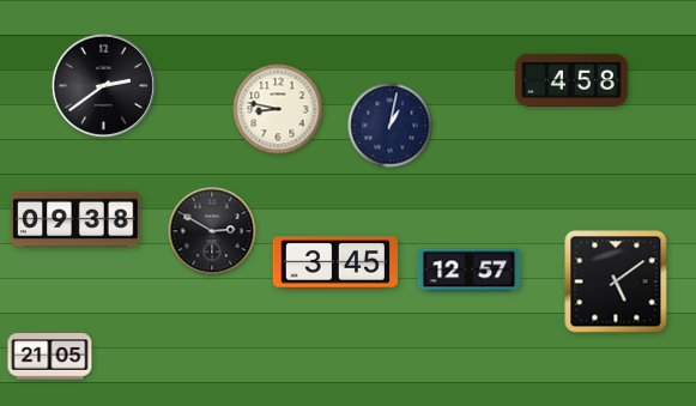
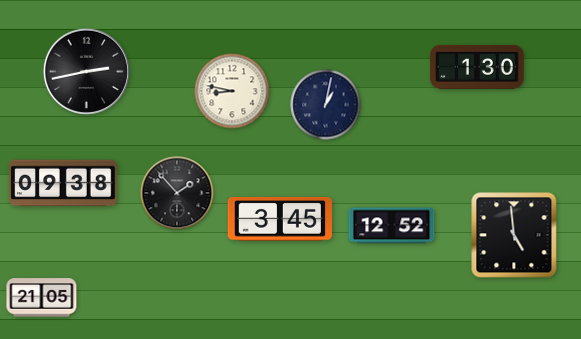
clock at (571, 80): 4:58 -> 1:30
clock at (103, 85): 2:39 -> 2:43
clock at (212, 231): 2:50 -> 1:53
clock at (470, 271): 12:57 -> 12:52
clock at (616, 281): 5:09 -> 4:59
